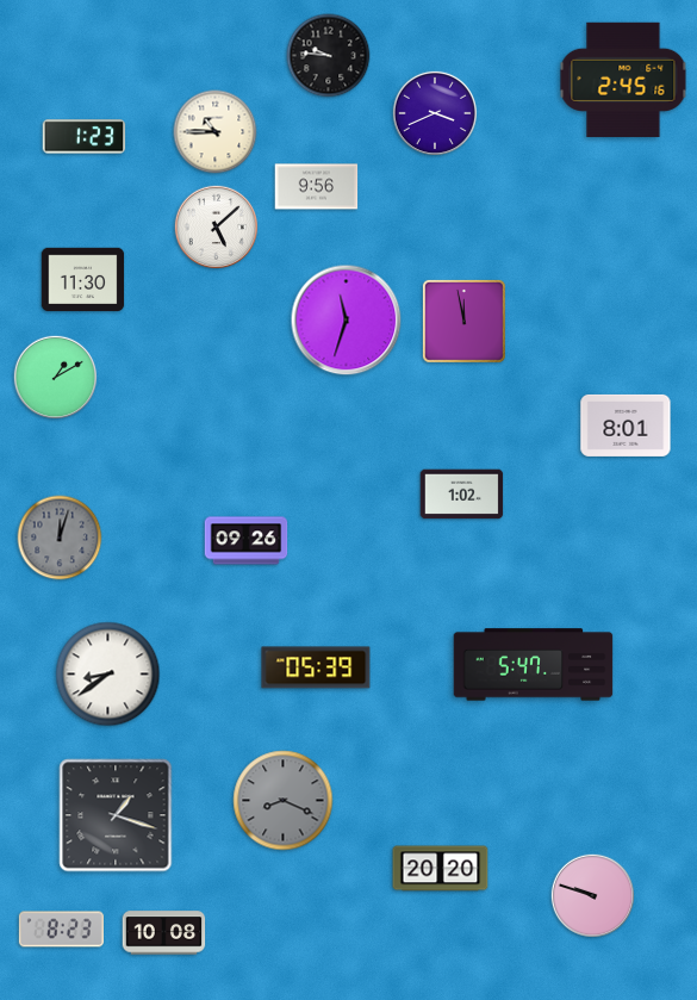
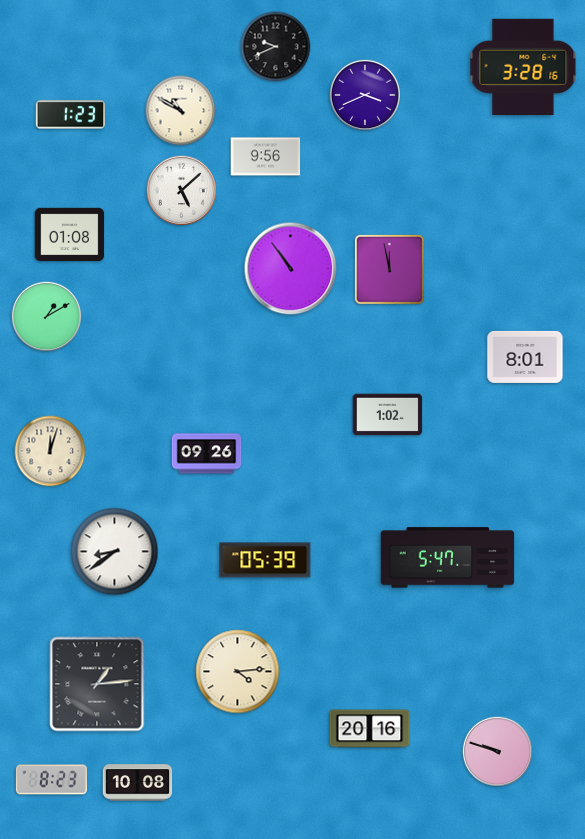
clock at (329, 56): 9:46 -> 9:41
clock at (623, 80): 2:45 -> 3:28
clock at (216, 132): 10:45 -> 10:50
clock at (83, 280): 11:30 -> 01:08
clock at (347, 321): 11:33 -> 10:54
clock at (60, 538) dial: grey -> cream
clock at (108, 675) position: (108, 675) -> (115, 552)
clock at (284, 801): 8:19 -> 4:14
clock at (284, 801) dial: grey -> cream
clock at (116, 815): 1:18 -> 1:14
clock at (441, 869): 20:20 -> 20:16
